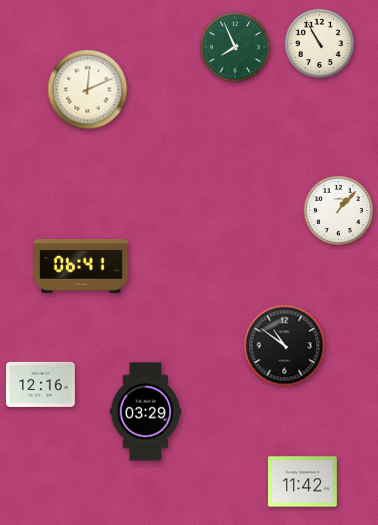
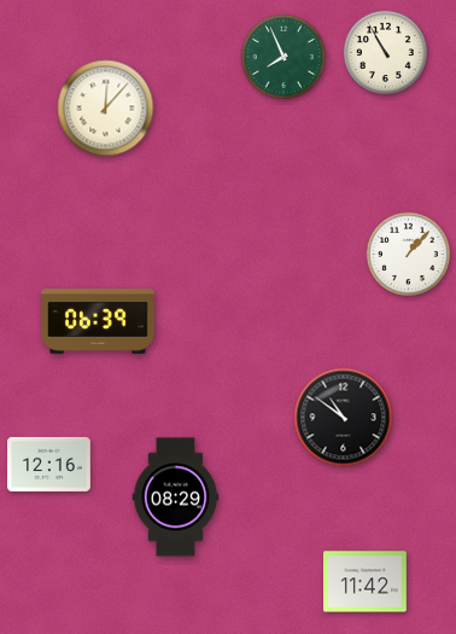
clock at (88, 90): 12:11 -> 12:07
clock at (82, 267): 06:41 -> 06:39
clock at (146, 412): 03:29 -> 08:29
